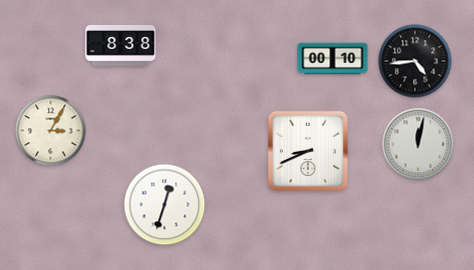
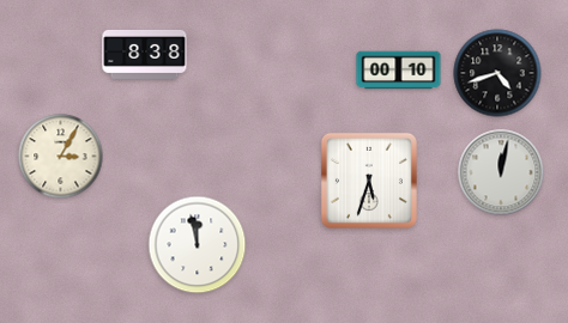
clock at (415, 61): 4:44 -> 4:42
clock at (308, 151): 8:41 -> 5:33
clock at (165, 205): 12:33 -> 11:58
